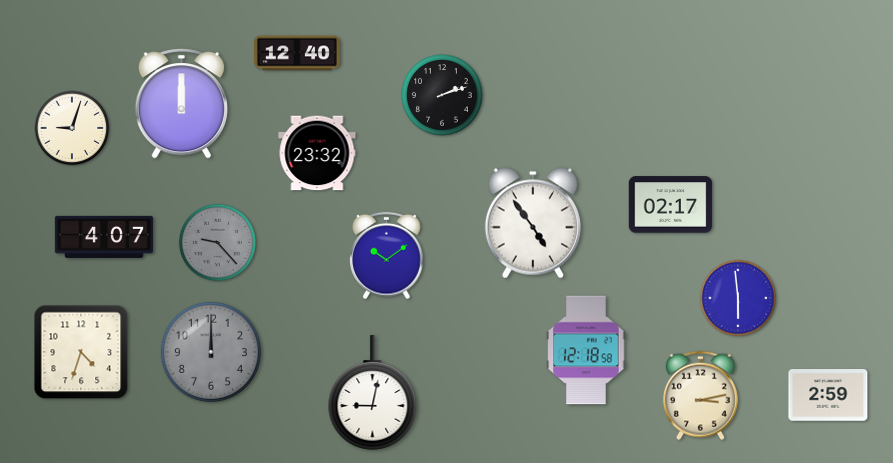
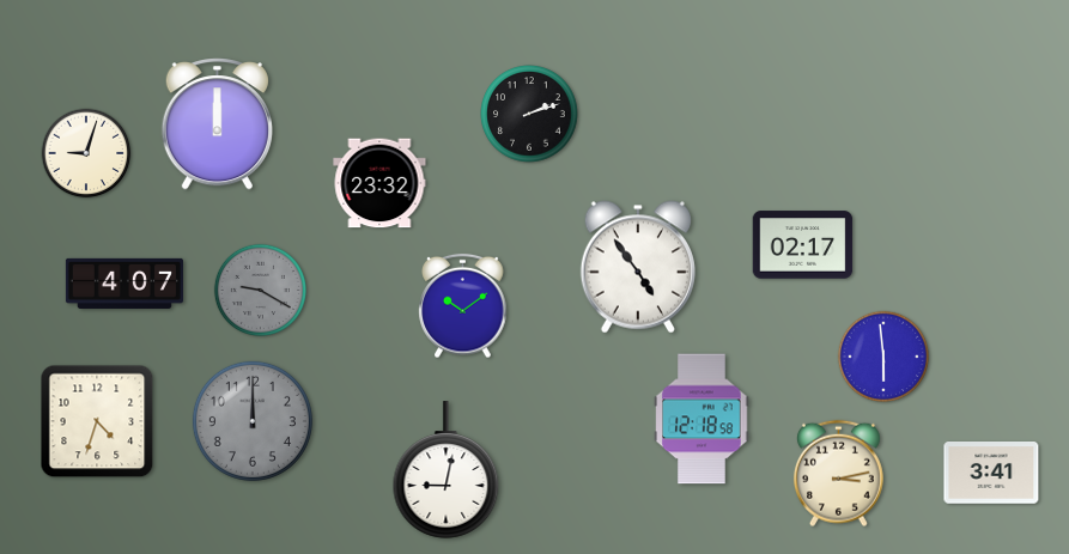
clock at (297, 53): 12:40 -> none
clock at (217, 242): 9:23 -> 9:20
clock at (828, 396): 2:59 -> 3:41
